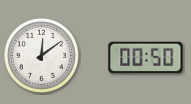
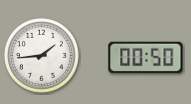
clock at (42, 56): 12:09 -> 1:44
